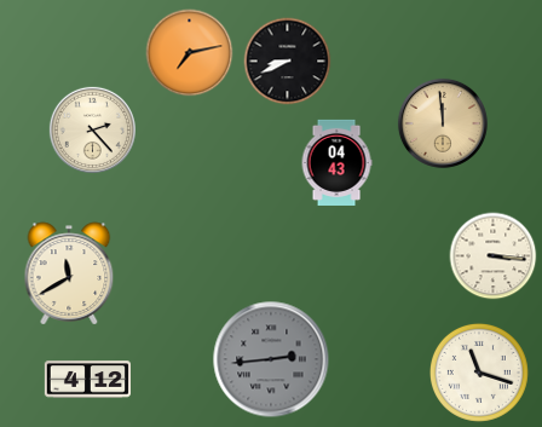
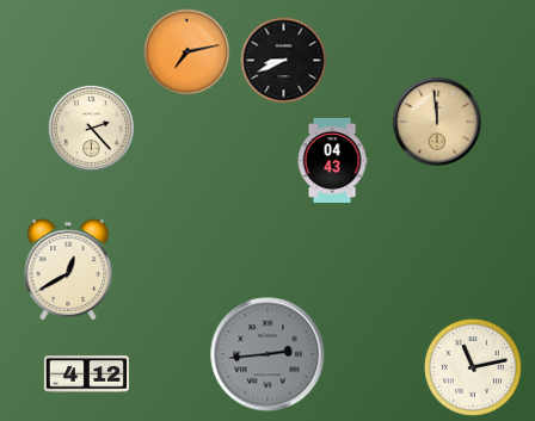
clock at (494, 256): 3:16 -> none
clock at (69, 273): 11:40 -> 12:40
clock at (479, 373): 11:18 -> 11:13
